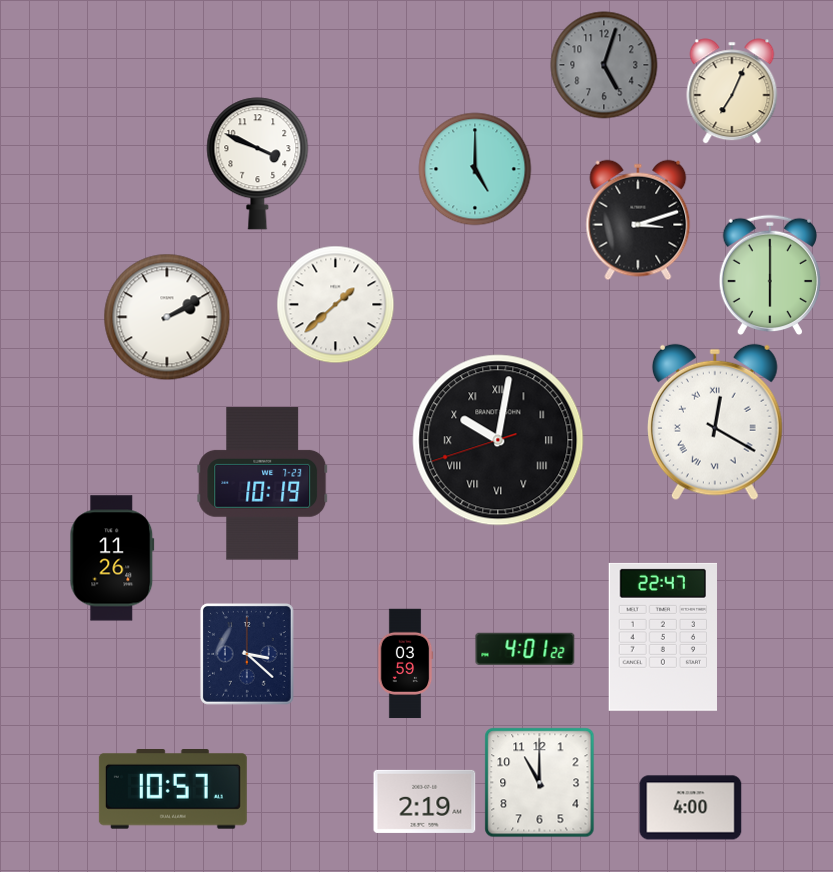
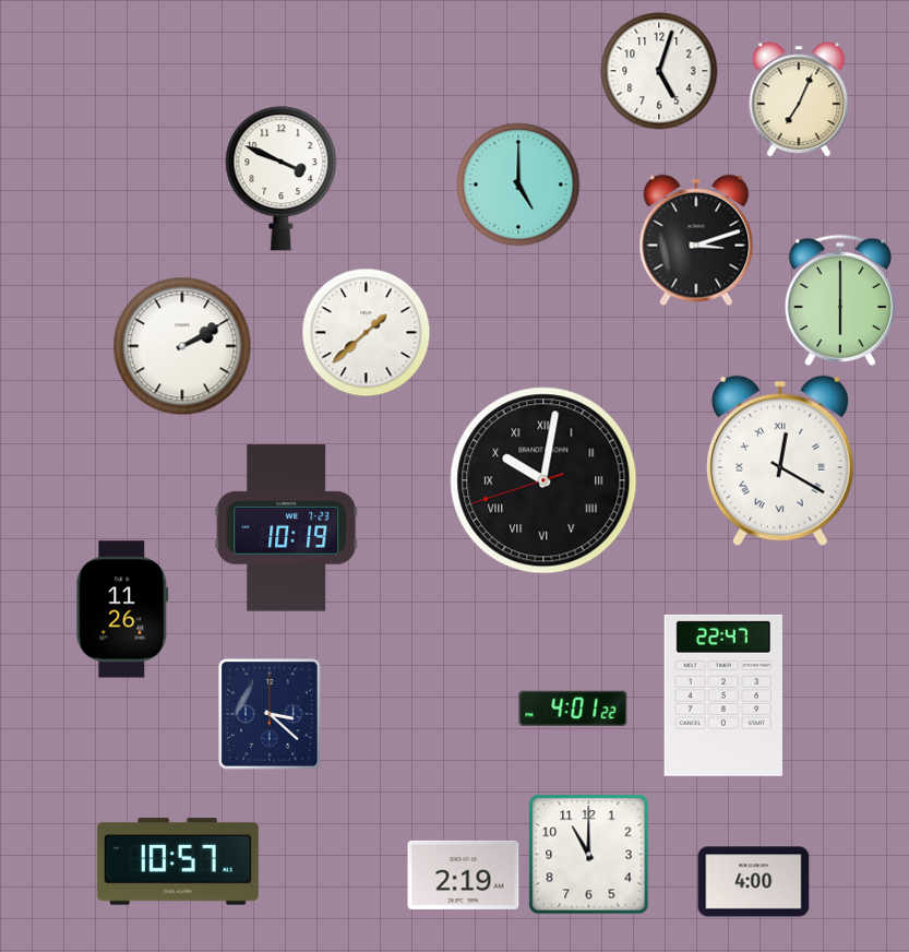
clock at (604, 65) dial: grey -> white
clock at (405, 664): 03:59 -> none
clock at (173, 789) position: (173, 789) -> (178, 861)
